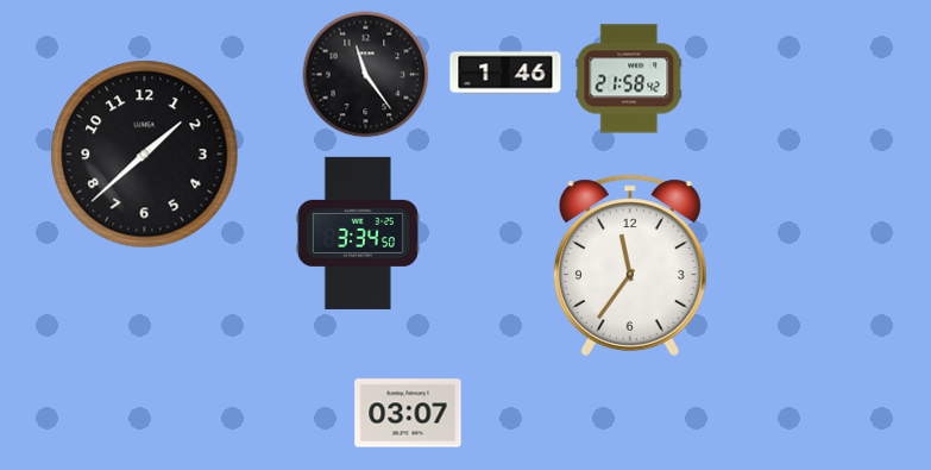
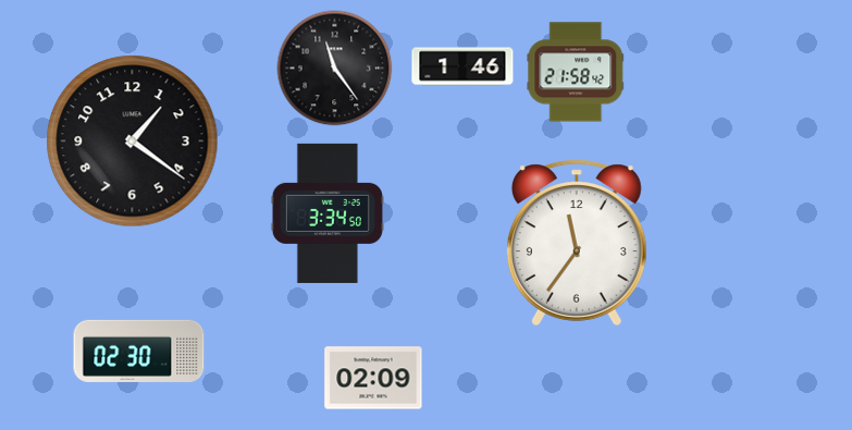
clock at (145, 155): 1:38 -> 1:21
clock at (139, 351): none -> 02:30
clock at (408, 413): 03:07 -> 02:09
